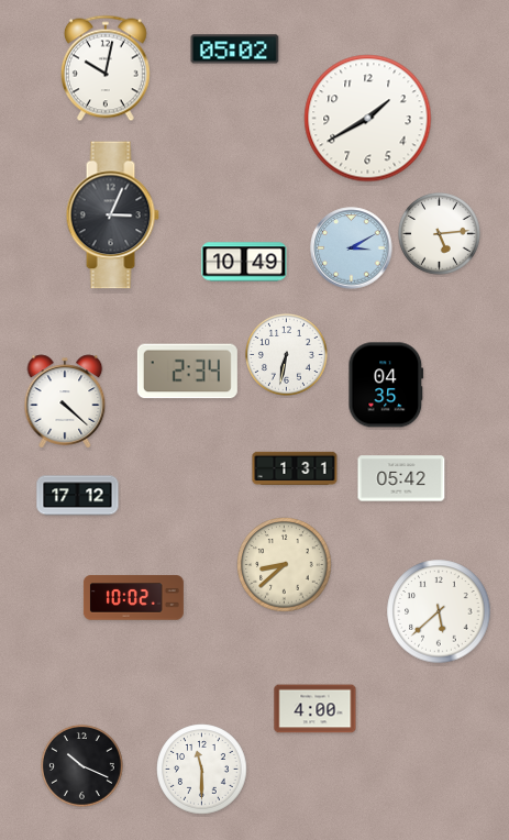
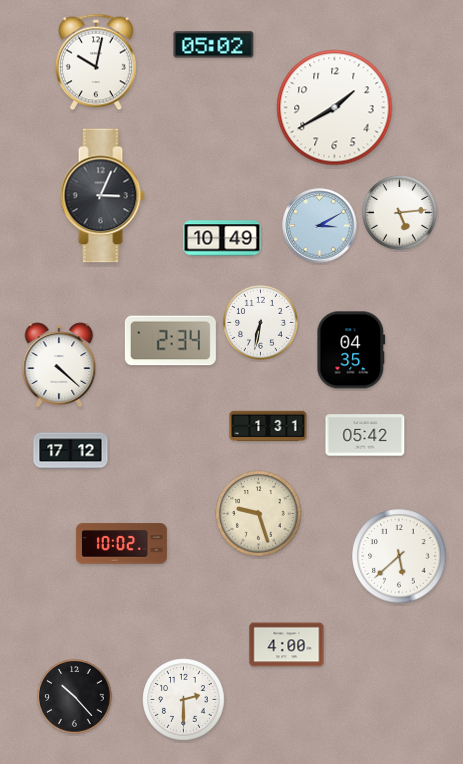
clock at (187, 372) position: (187, 372) -> (170, 341)
clock at (285, 565): 8:38 -> 9:27
clock at (82, 766): 10:19 -> 10:23
clock at (202, 770): 11:30 -> 2:30
